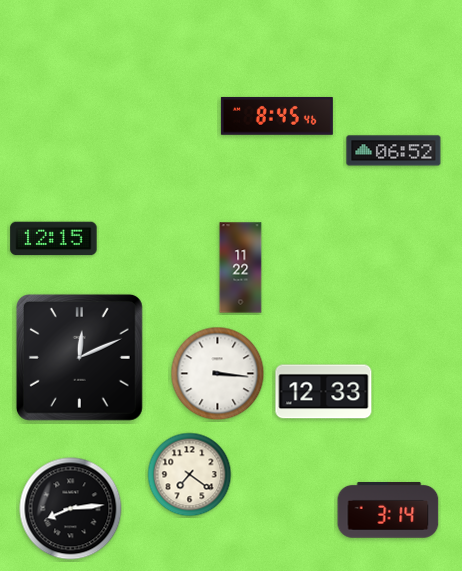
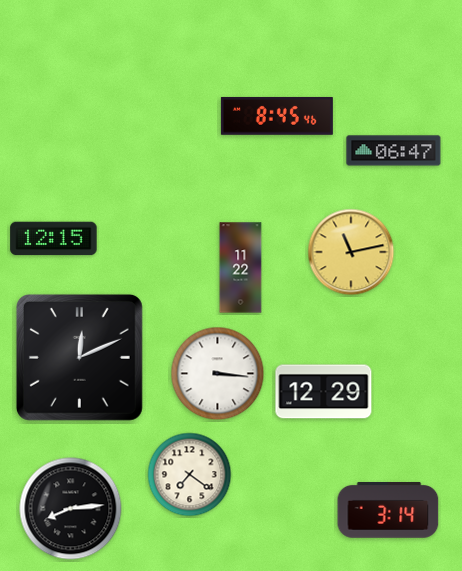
clock at (394, 151): 06:52 -> 06:47
clock at (351, 252): none -> 11:13
clock at (324, 392): 12:33 -> 12:29
